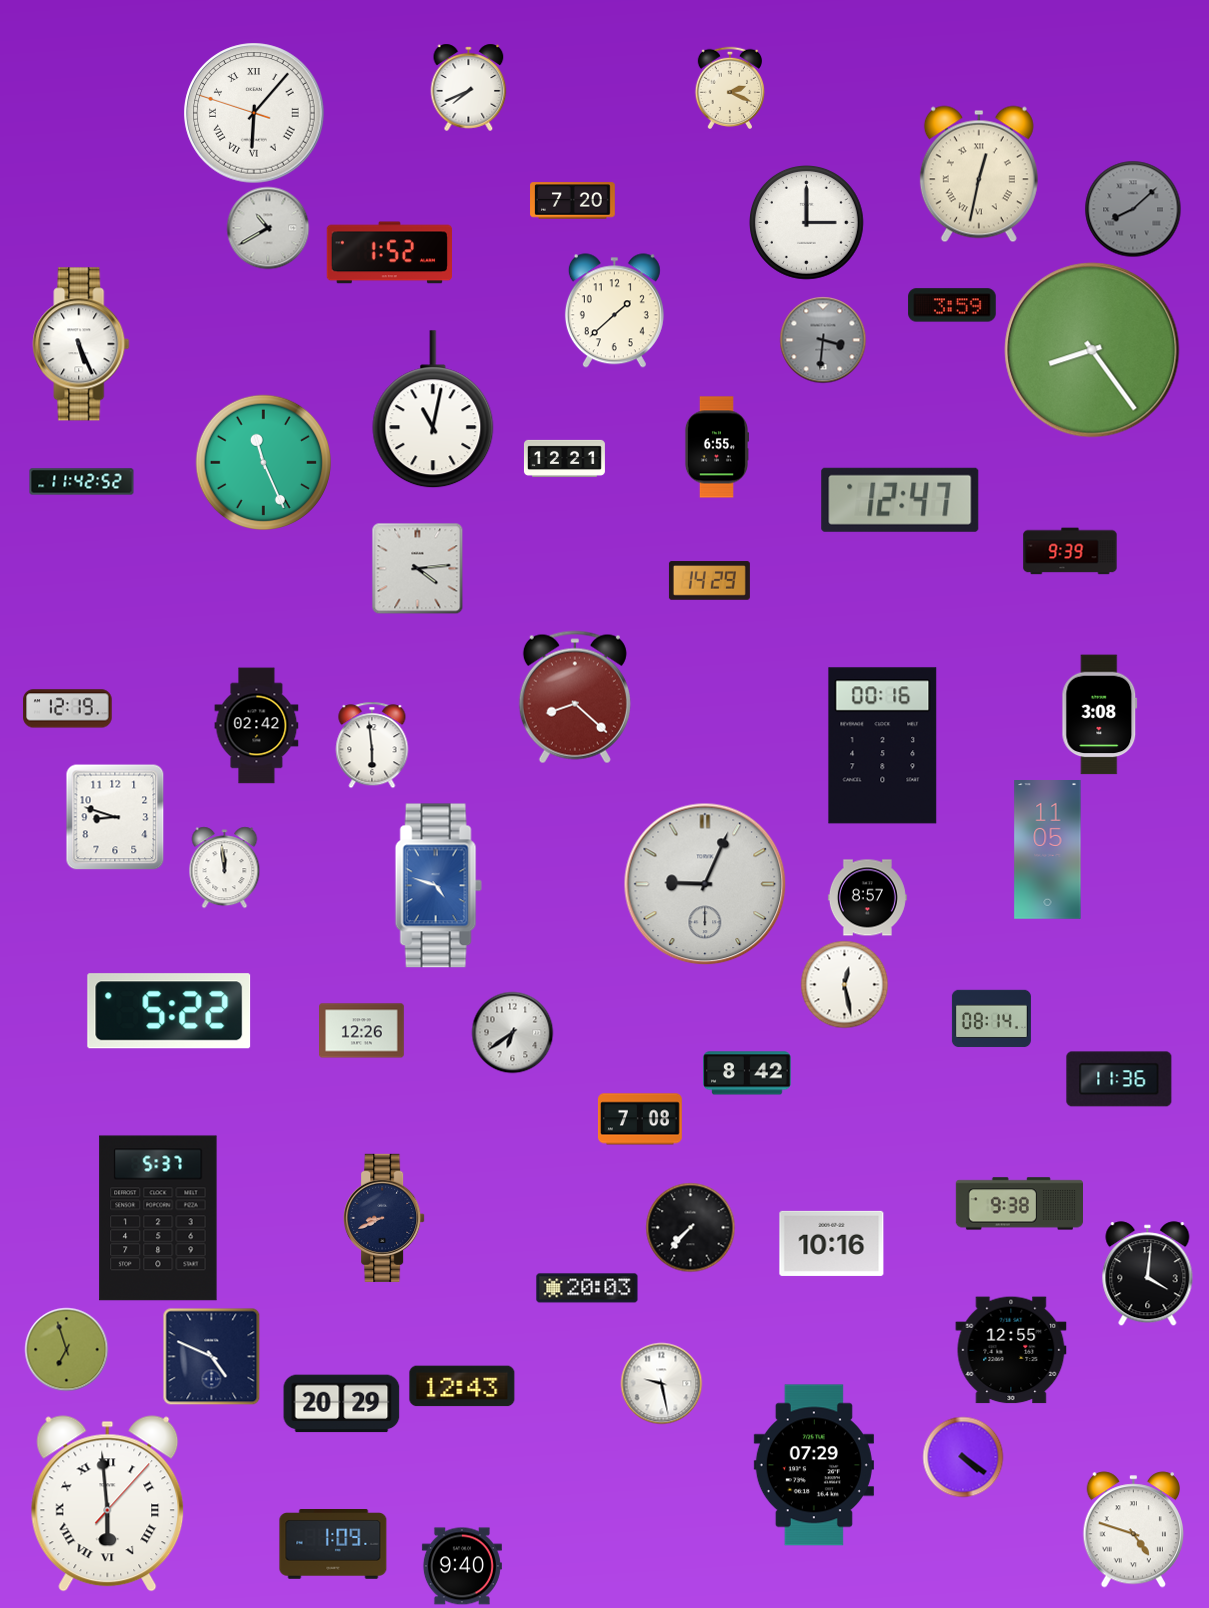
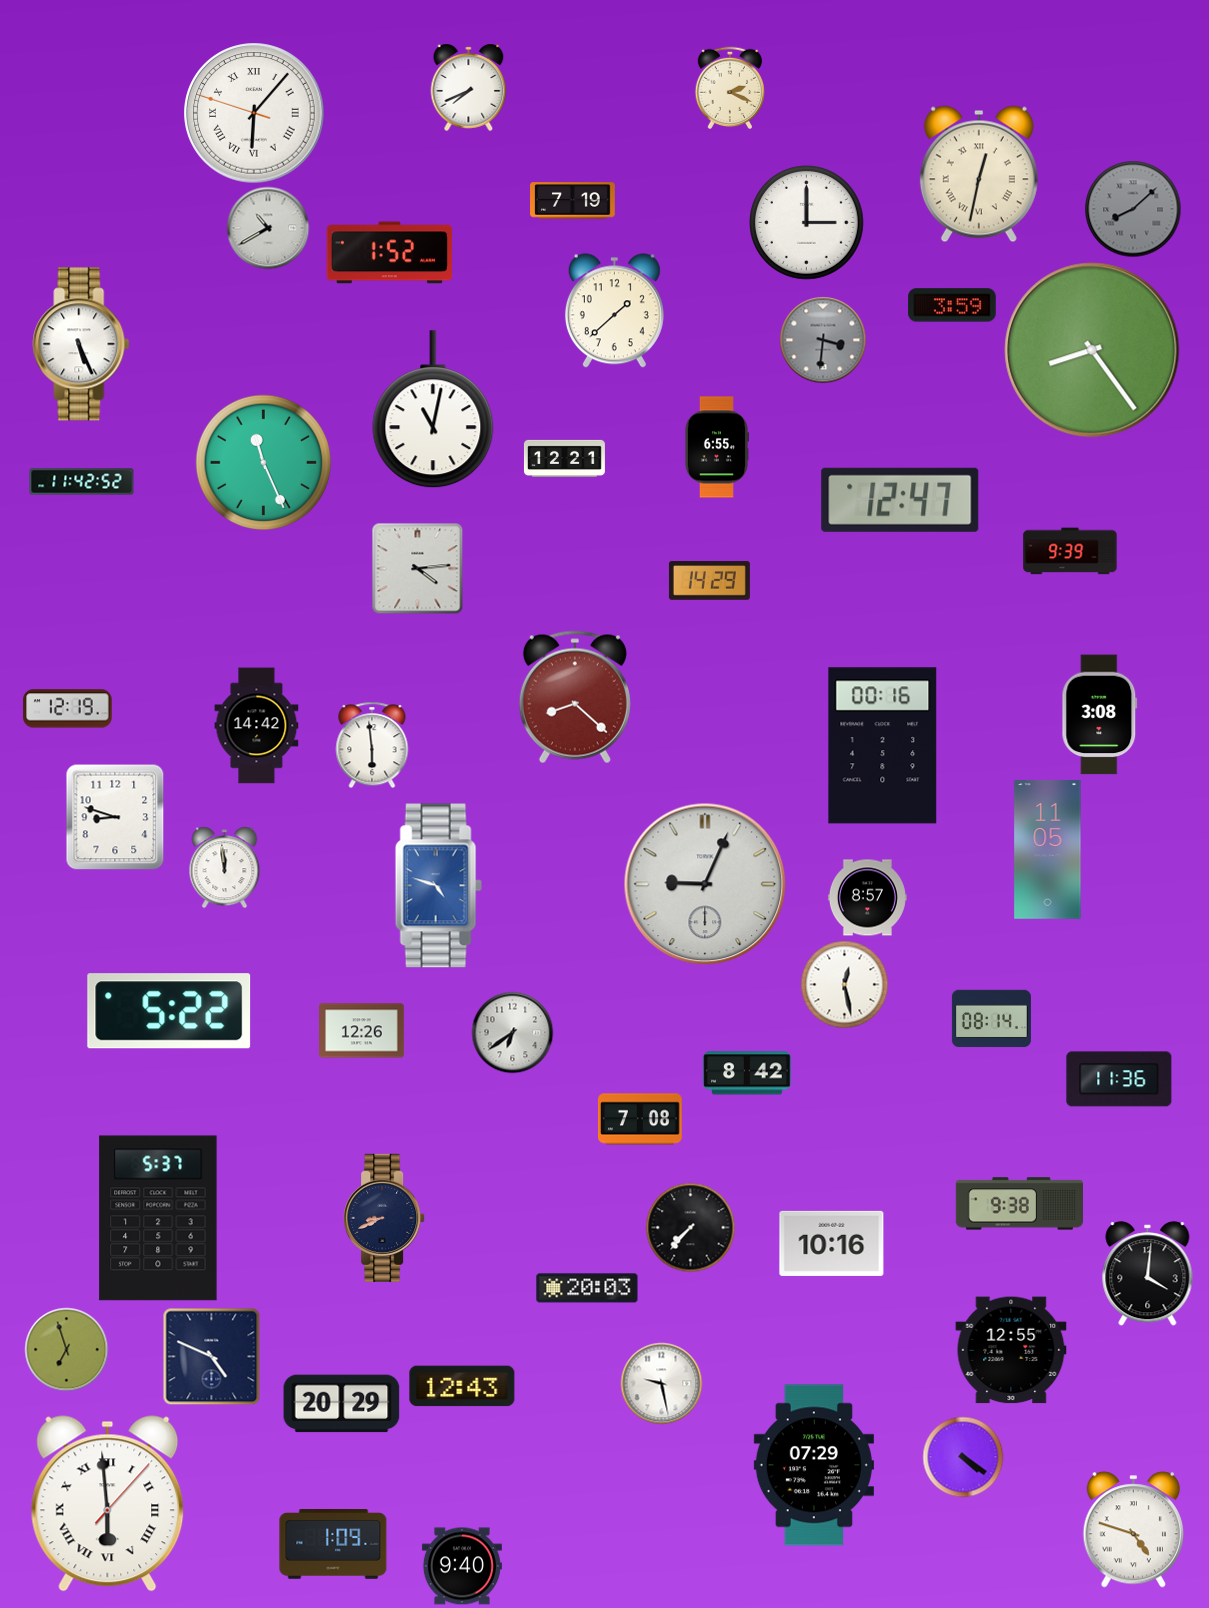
clock at (573, 201): 7:20 -> 7:19
clock at (257, 726): 02:42 -> 14:42
